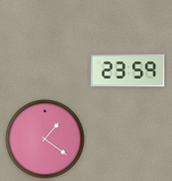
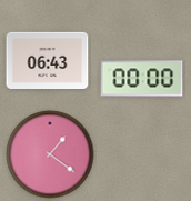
clock at (48, 61): none -> 06:43
clock at (128, 71): 23:59 -> 00:00
